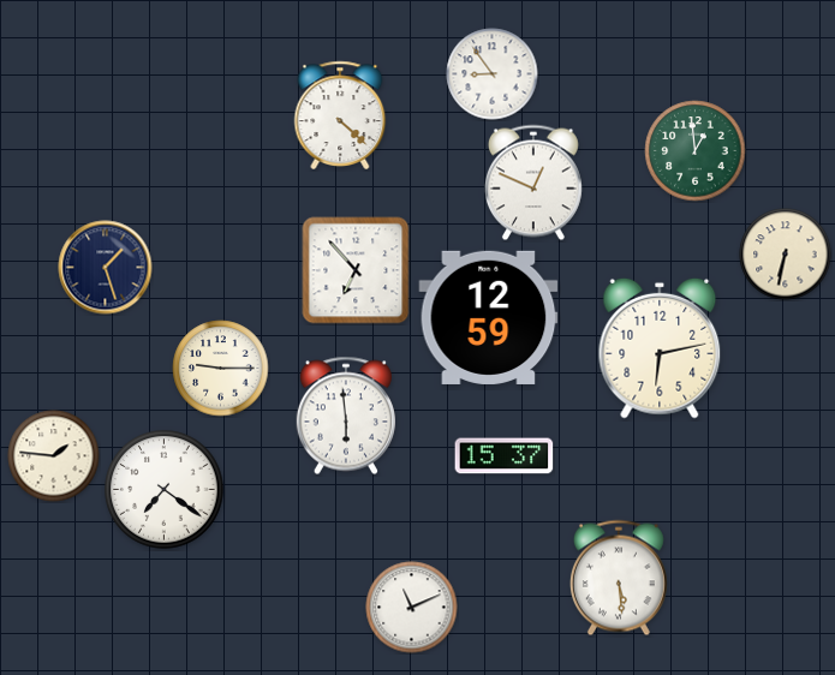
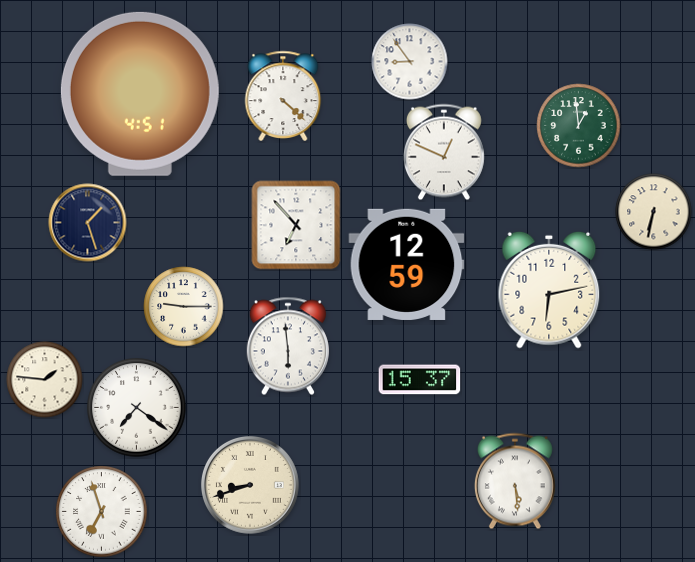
clock at (140, 94): none -> 4:51
clock at (250, 485): none -> 8:42
clock at (412, 608): 11:11 -> none
clock at (102, 512): none -> 6:57
